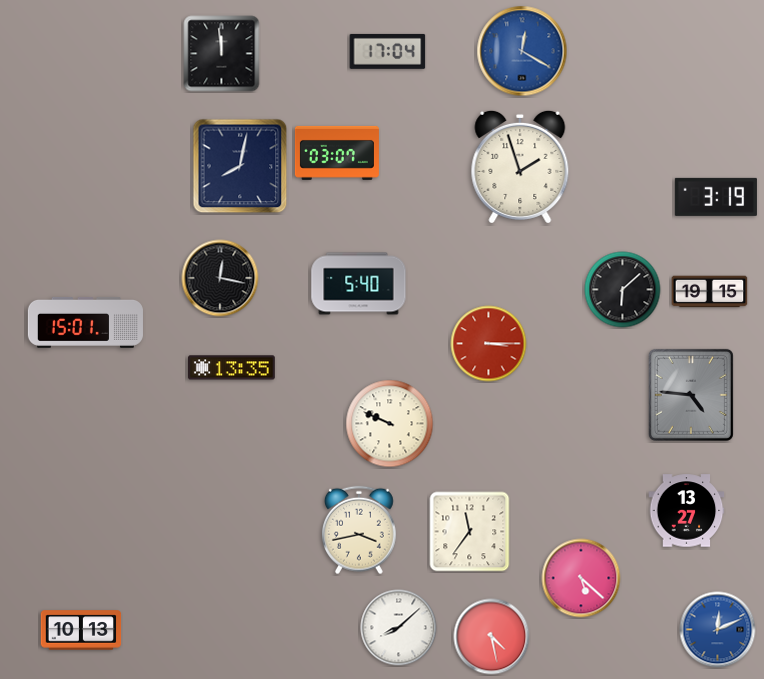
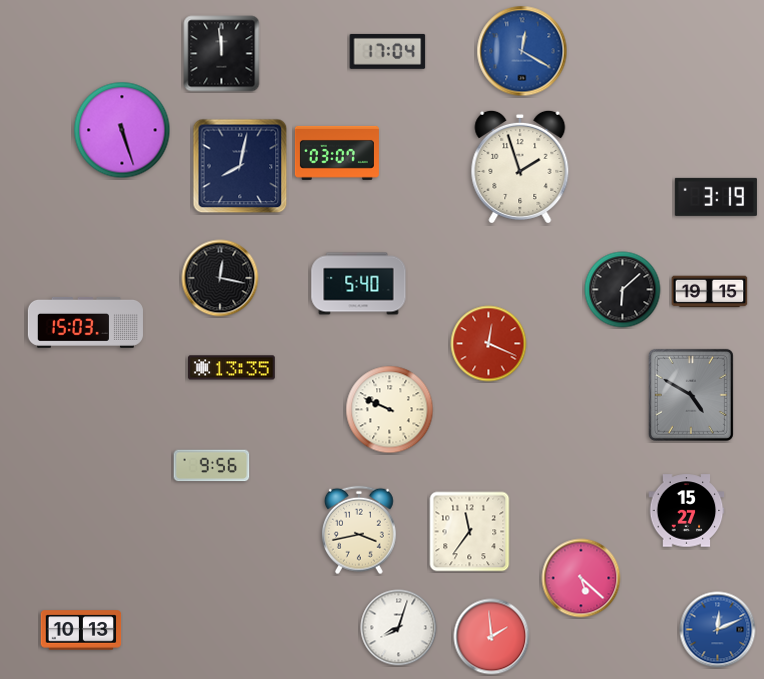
clock at (122, 130): none -> 5:27
clock at (85, 323): 15:01 -> 15:03
clock at (489, 344): 3:15 -> 12:19
clock at (691, 395): 4:46 -> 4:50
clock at (390, 424) position: (390, 424) -> (390, 410)
clock at (212, 466): none -> 9:56
clock at (687, 511): 13:27 -> 15:27
clock at (399, 628): 8:08 -> 8:03
clock at (492, 637): 4:28 -> 1:59
